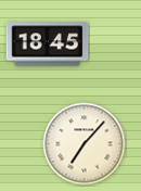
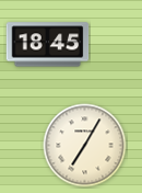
clock at (85, 144): 7:07 -> 7:05
